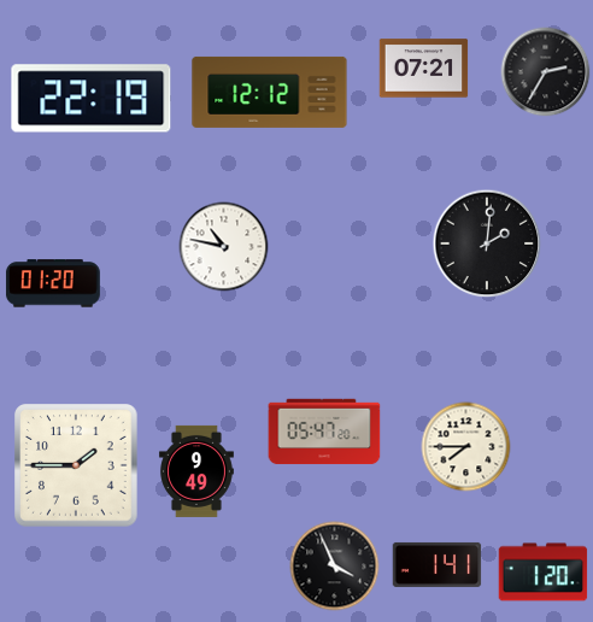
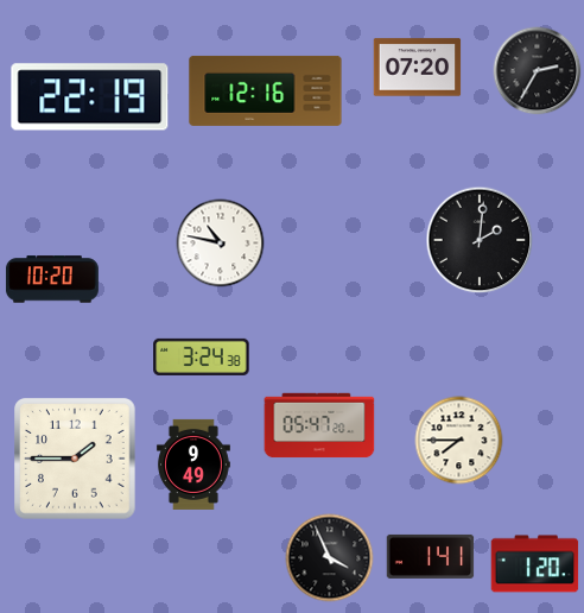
clock at (424, 69): 07:21 -> 07:20
clock at (270, 92): 12:12 -> 12:16
clock at (53, 283): 01:20 -> 10:20
clock at (202, 356): none -> 3:24
